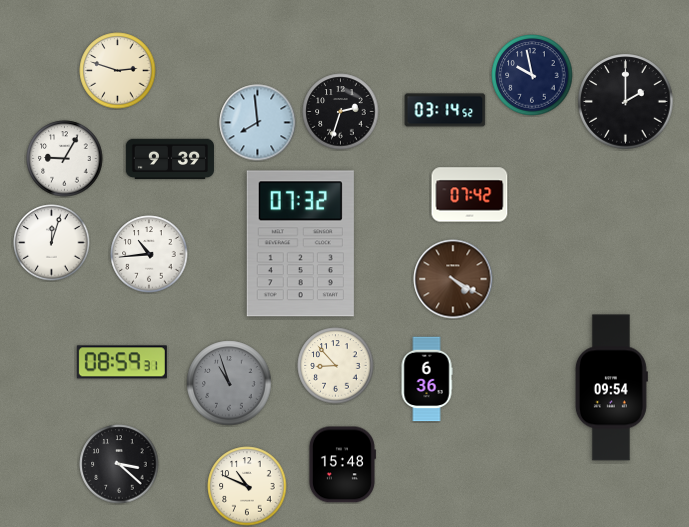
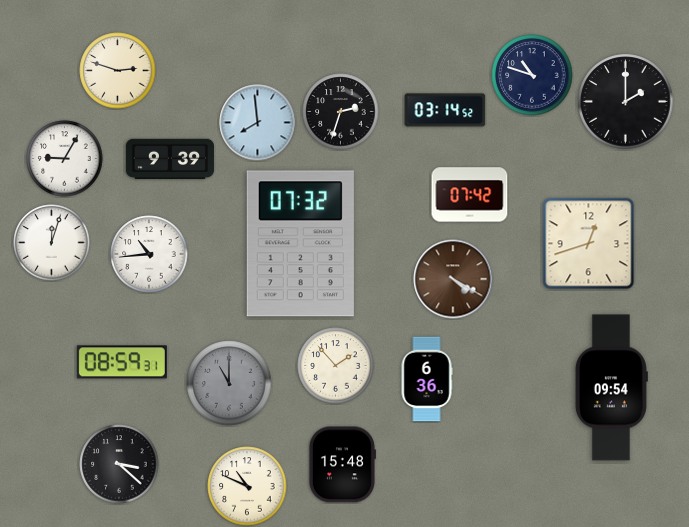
clock at (532, 75): 9:58 -> 10:48
clock at (589, 244): none -> 12:42
clock at (336, 366): 8:53 -> 1:53
clock at (229, 383): 10:57 -> 11:00
